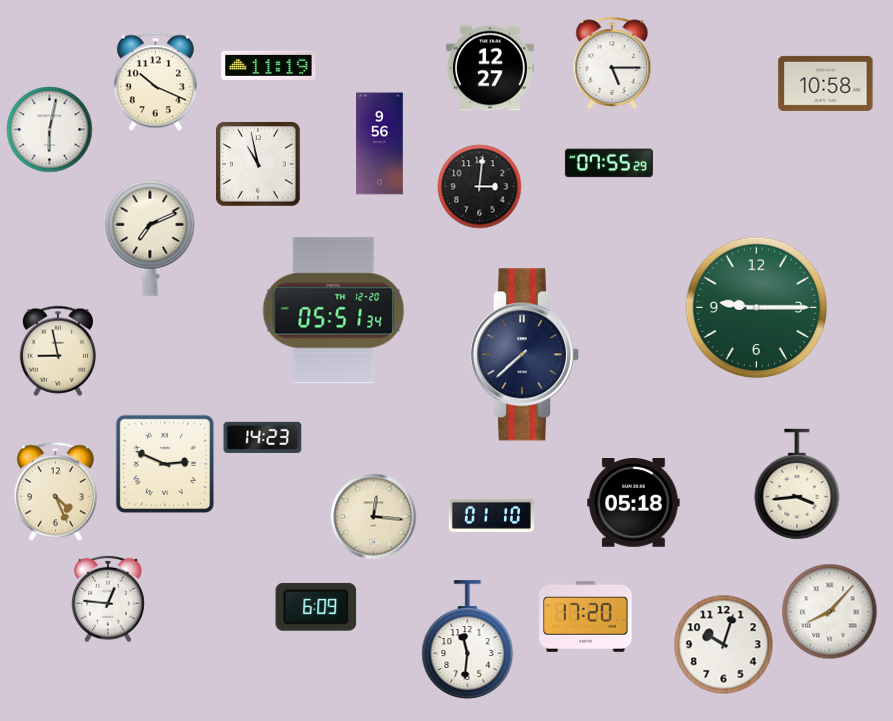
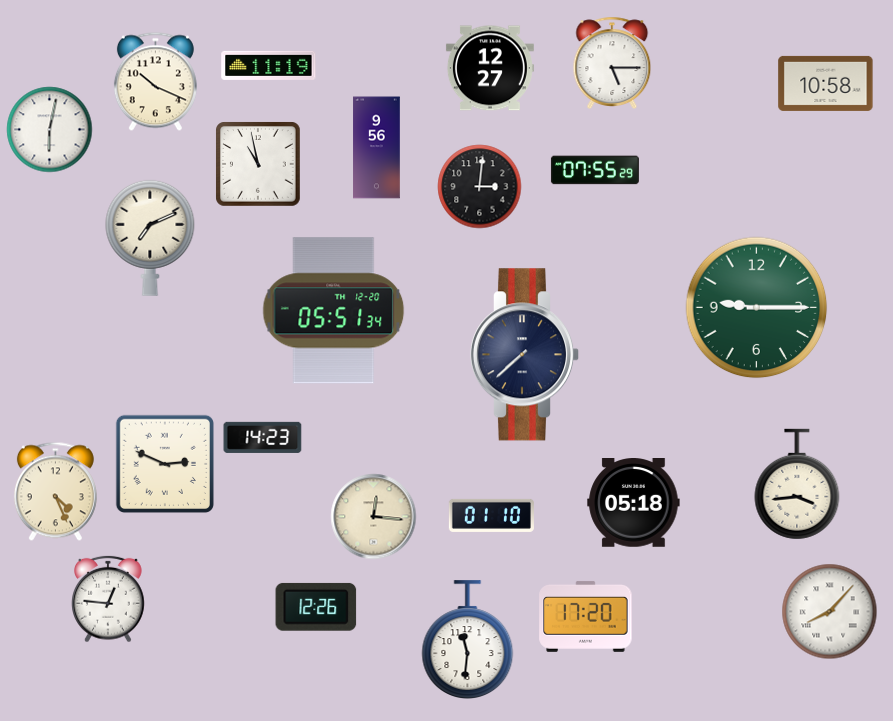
clock at (380, 144) position: (380, 144) -> (377, 148)
clock at (609, 163) position: (609, 163) -> (595, 170)
clock at (57, 351): 8:58 -> none
clock at (316, 607): 6:09 -> 12:26
clock at (724, 645): 10:03 -> none
